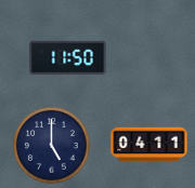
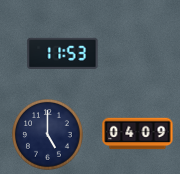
clock at (68, 57): 11:50 -> 11:53
clock at (149, 145): 04:11 -> 04:09
